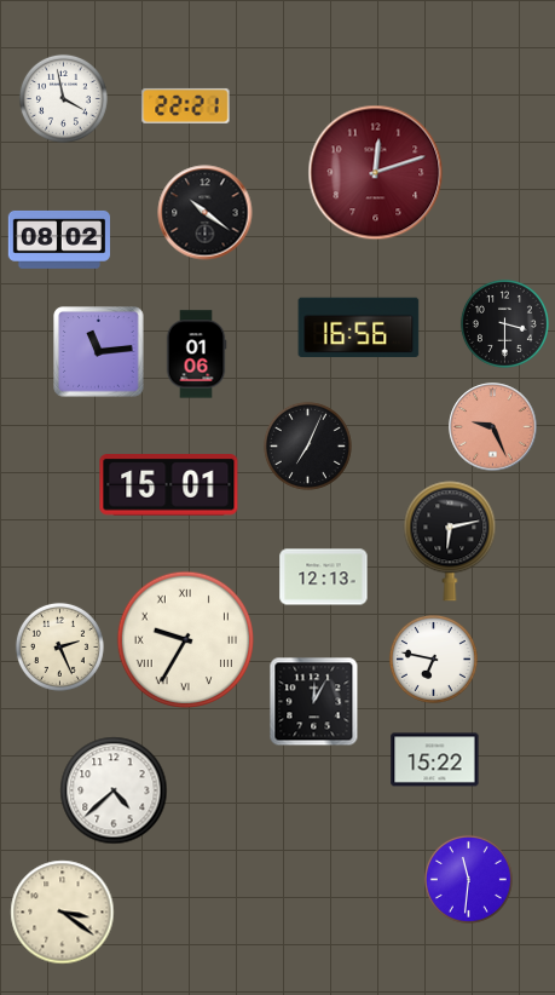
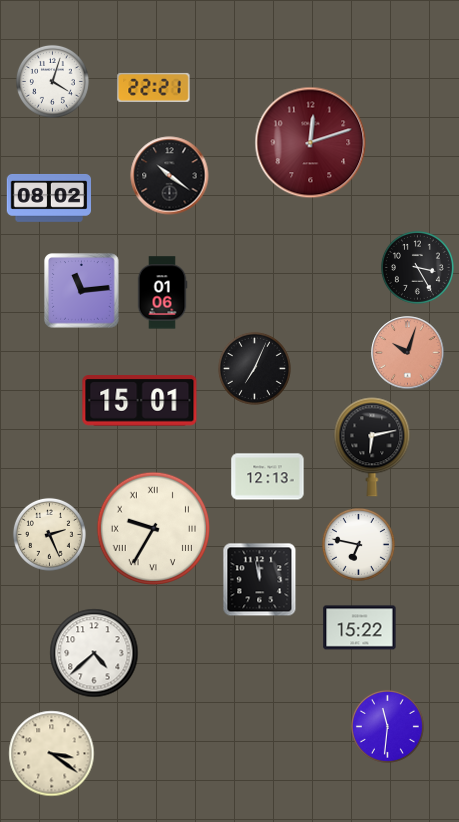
clock at (63, 98): 3:58 -> 4:03
clock at (504, 323): 3:30 -> 3:25
clock at (359, 328): 16:56 -> none
clock at (493, 427): 9:26 -> 10:03
clock at (314, 702): 12:05 -> 11:58
